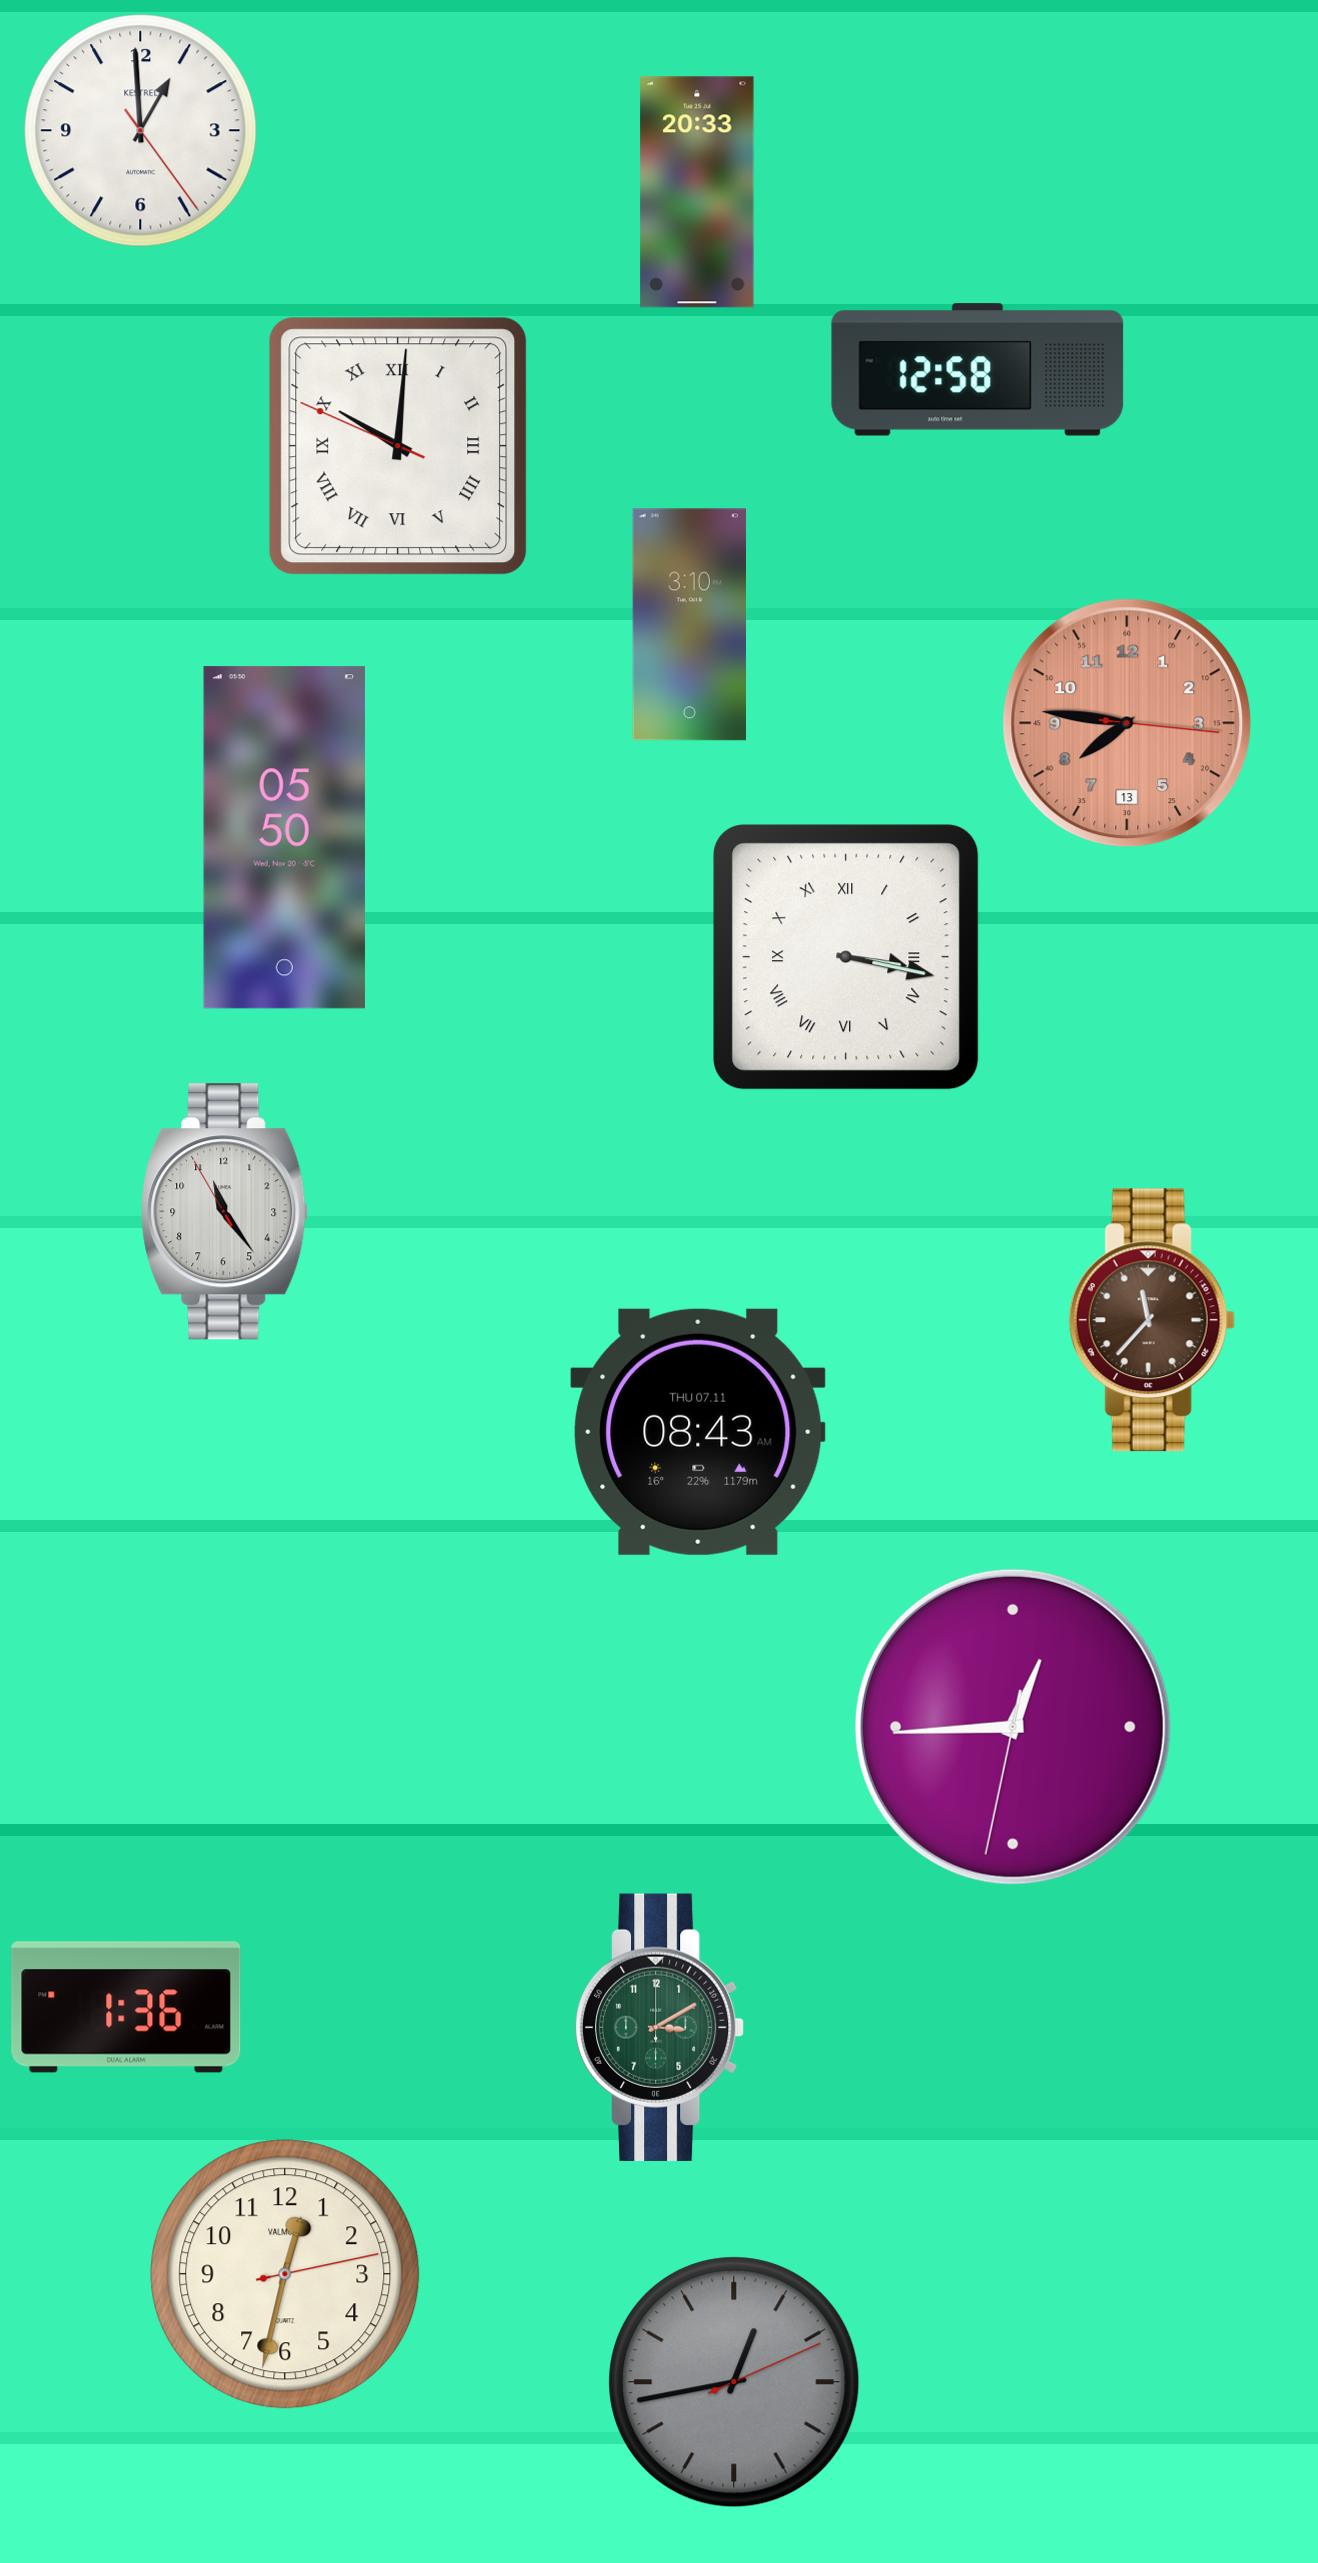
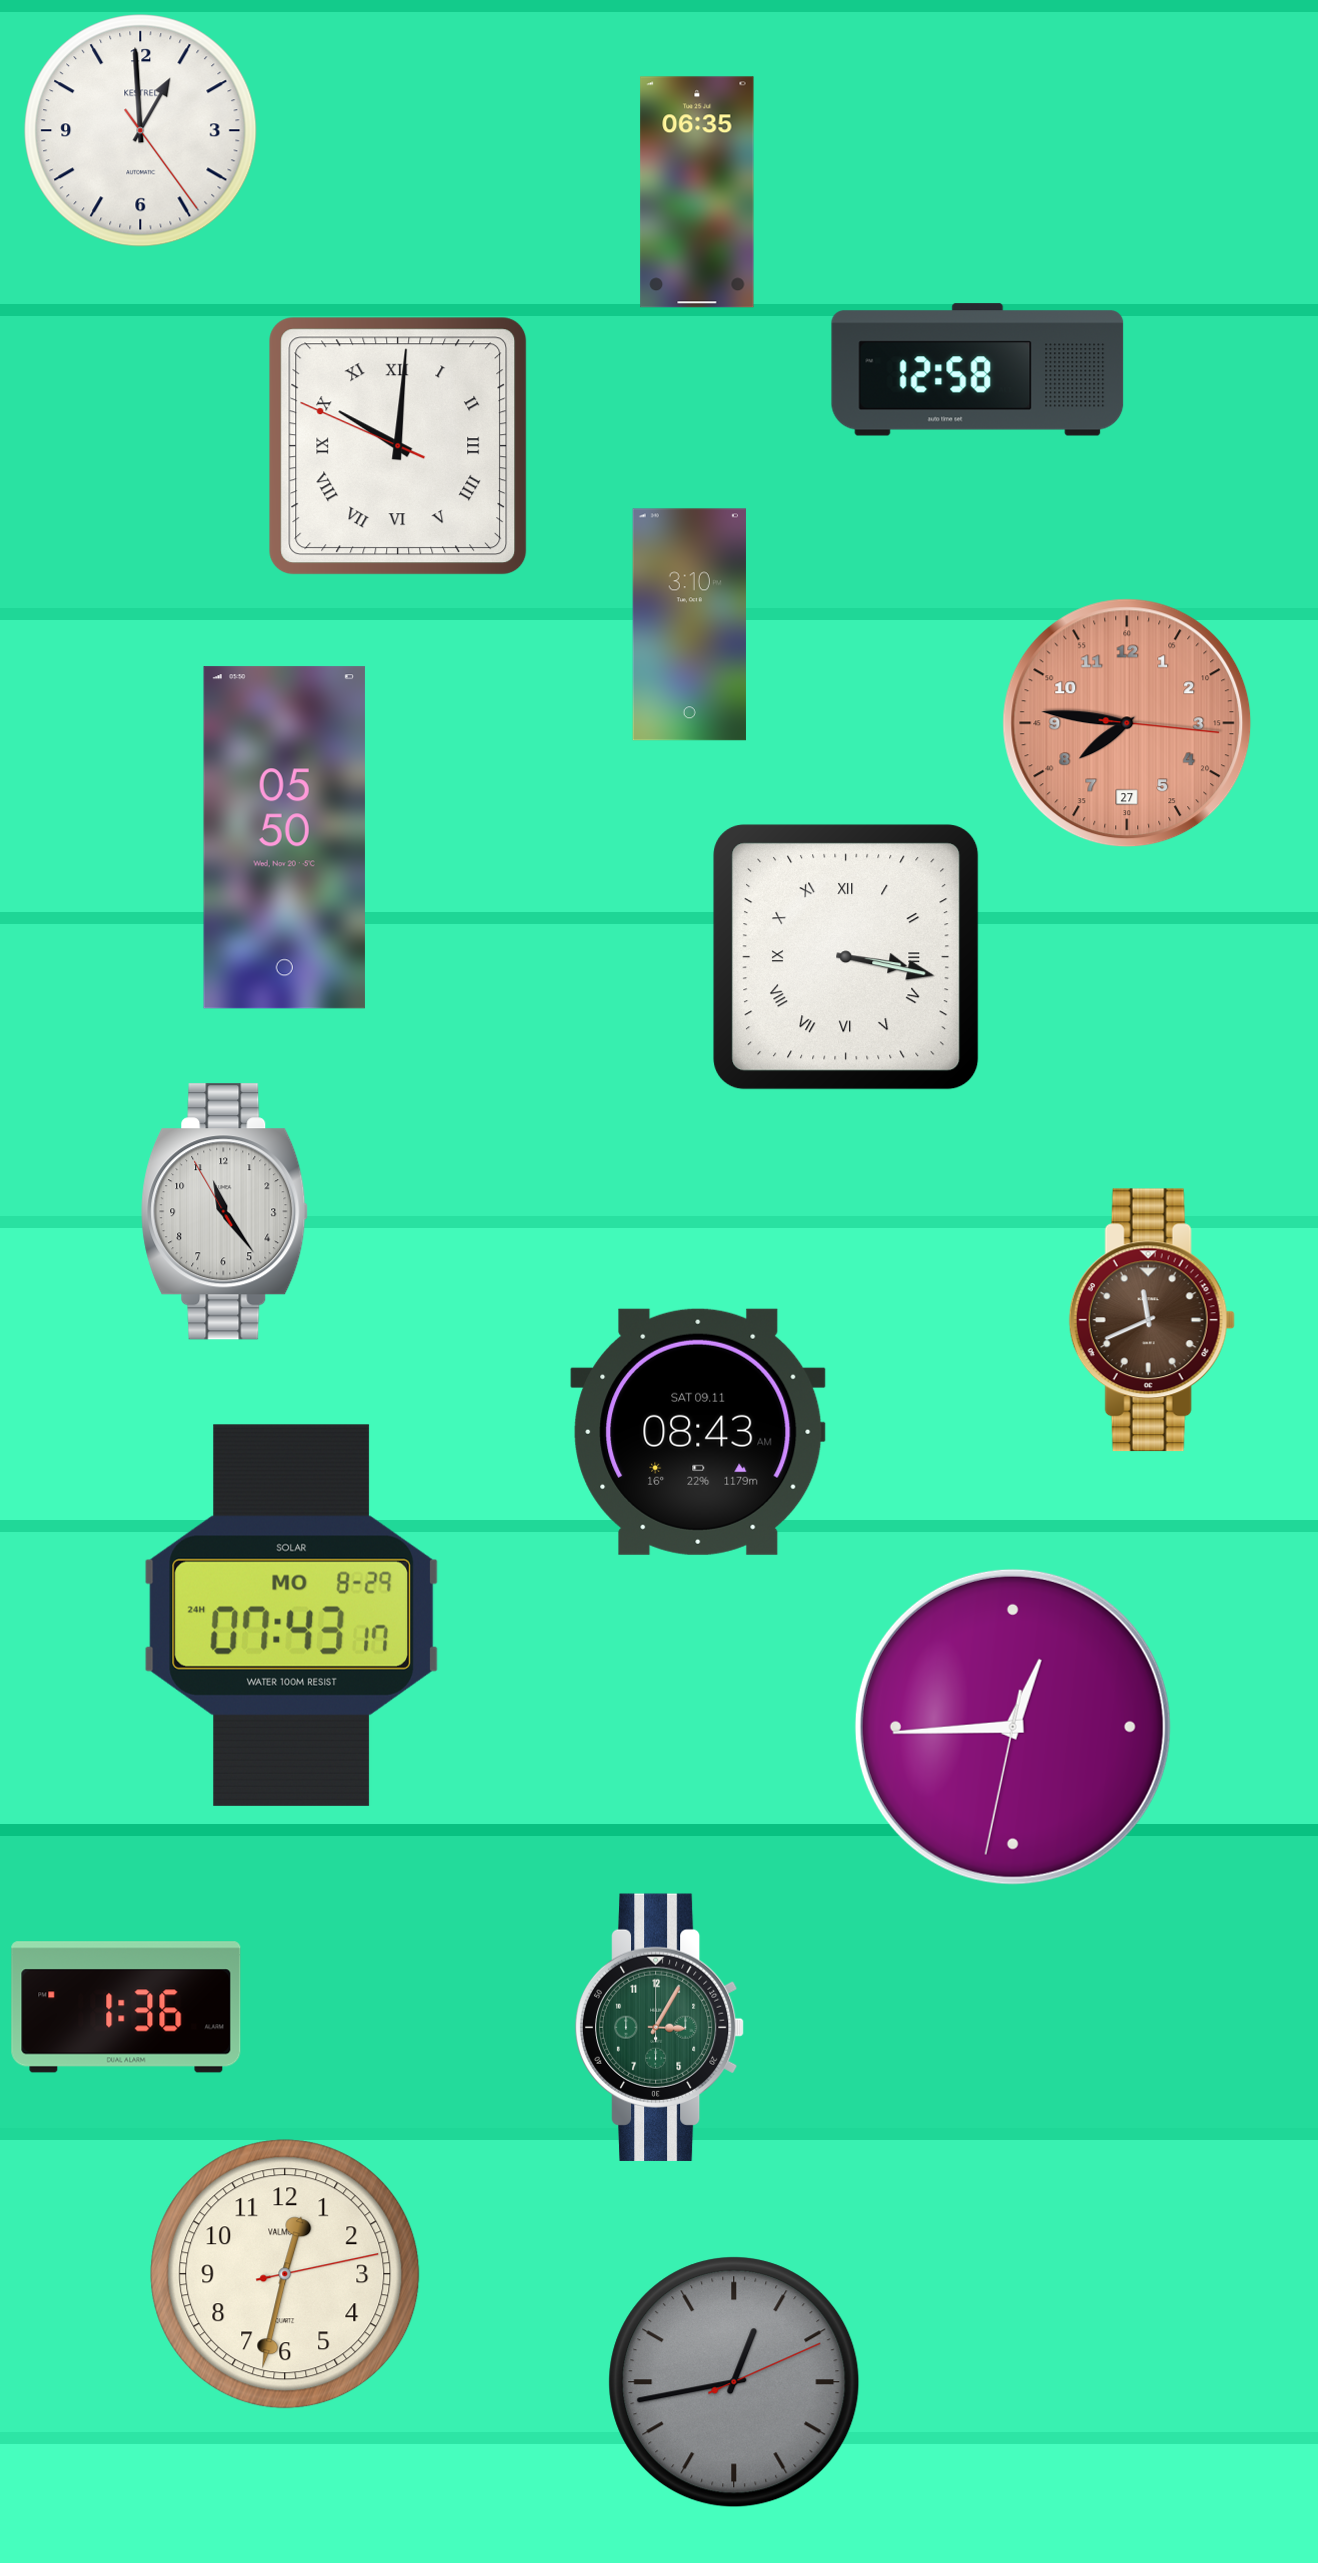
clock at (697, 192): 20:33 -> 06:35
clock at (1127, 723) date: 13 -> 27
clock at (1152, 1320): 11:37 -> 11:41
clock at (698, 1432) date: THU 07.11 -> SAT 09.11
clock at (291, 1615): none -> 07:43
clock at (660, 2027): 3:10 -> 3:05
